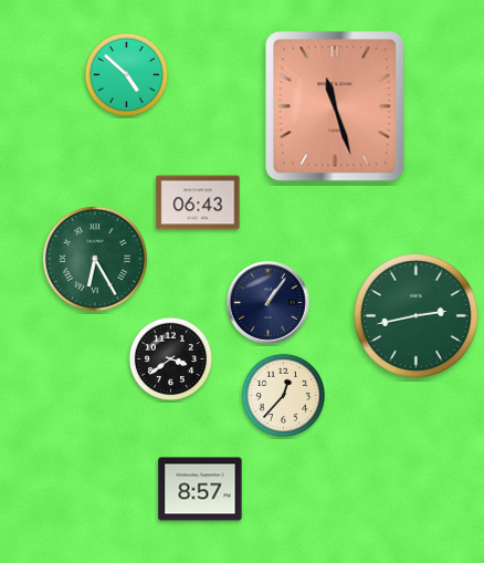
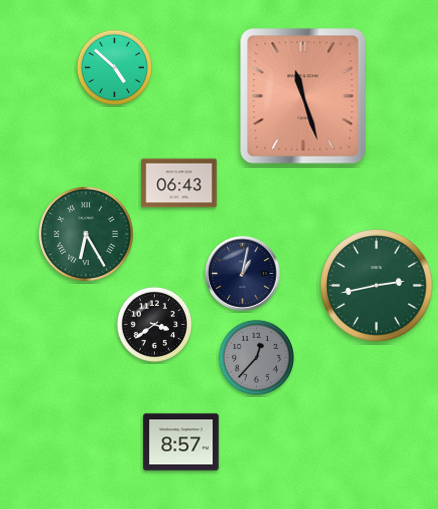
clock at (269, 303): 1:06 -> 1:02
clock at (283, 395) dial: cream -> grey
